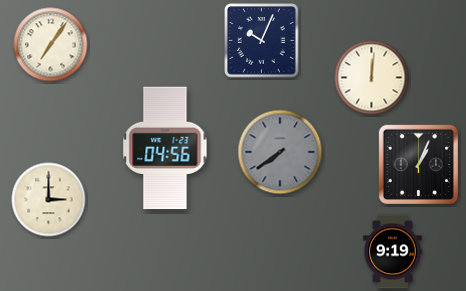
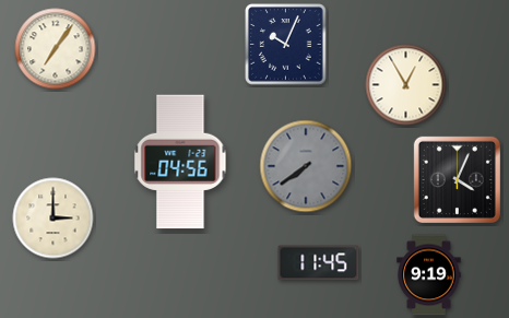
clock at (372, 78): 12:01 -> 12:55
clock at (418, 164): 1:04 -> 4:04
clock at (319, 263): none -> 11:45
